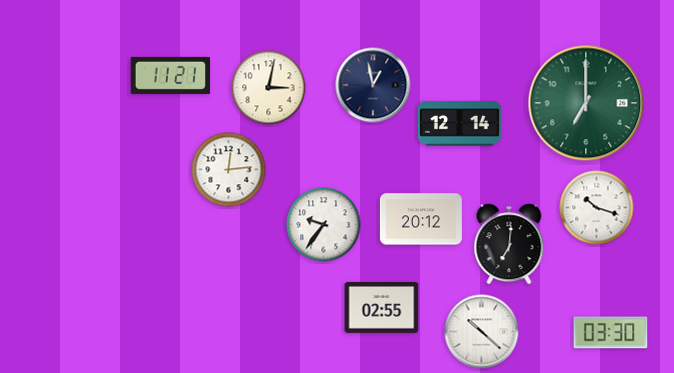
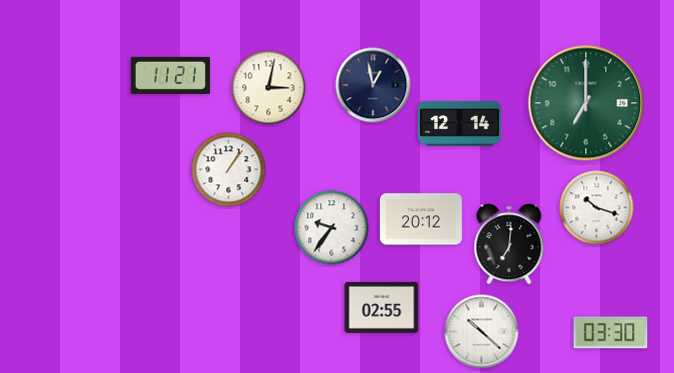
clock at (229, 170): 12:14 -> 1:06
clock at (324, 225) position: (324, 225) -> (332, 228)
